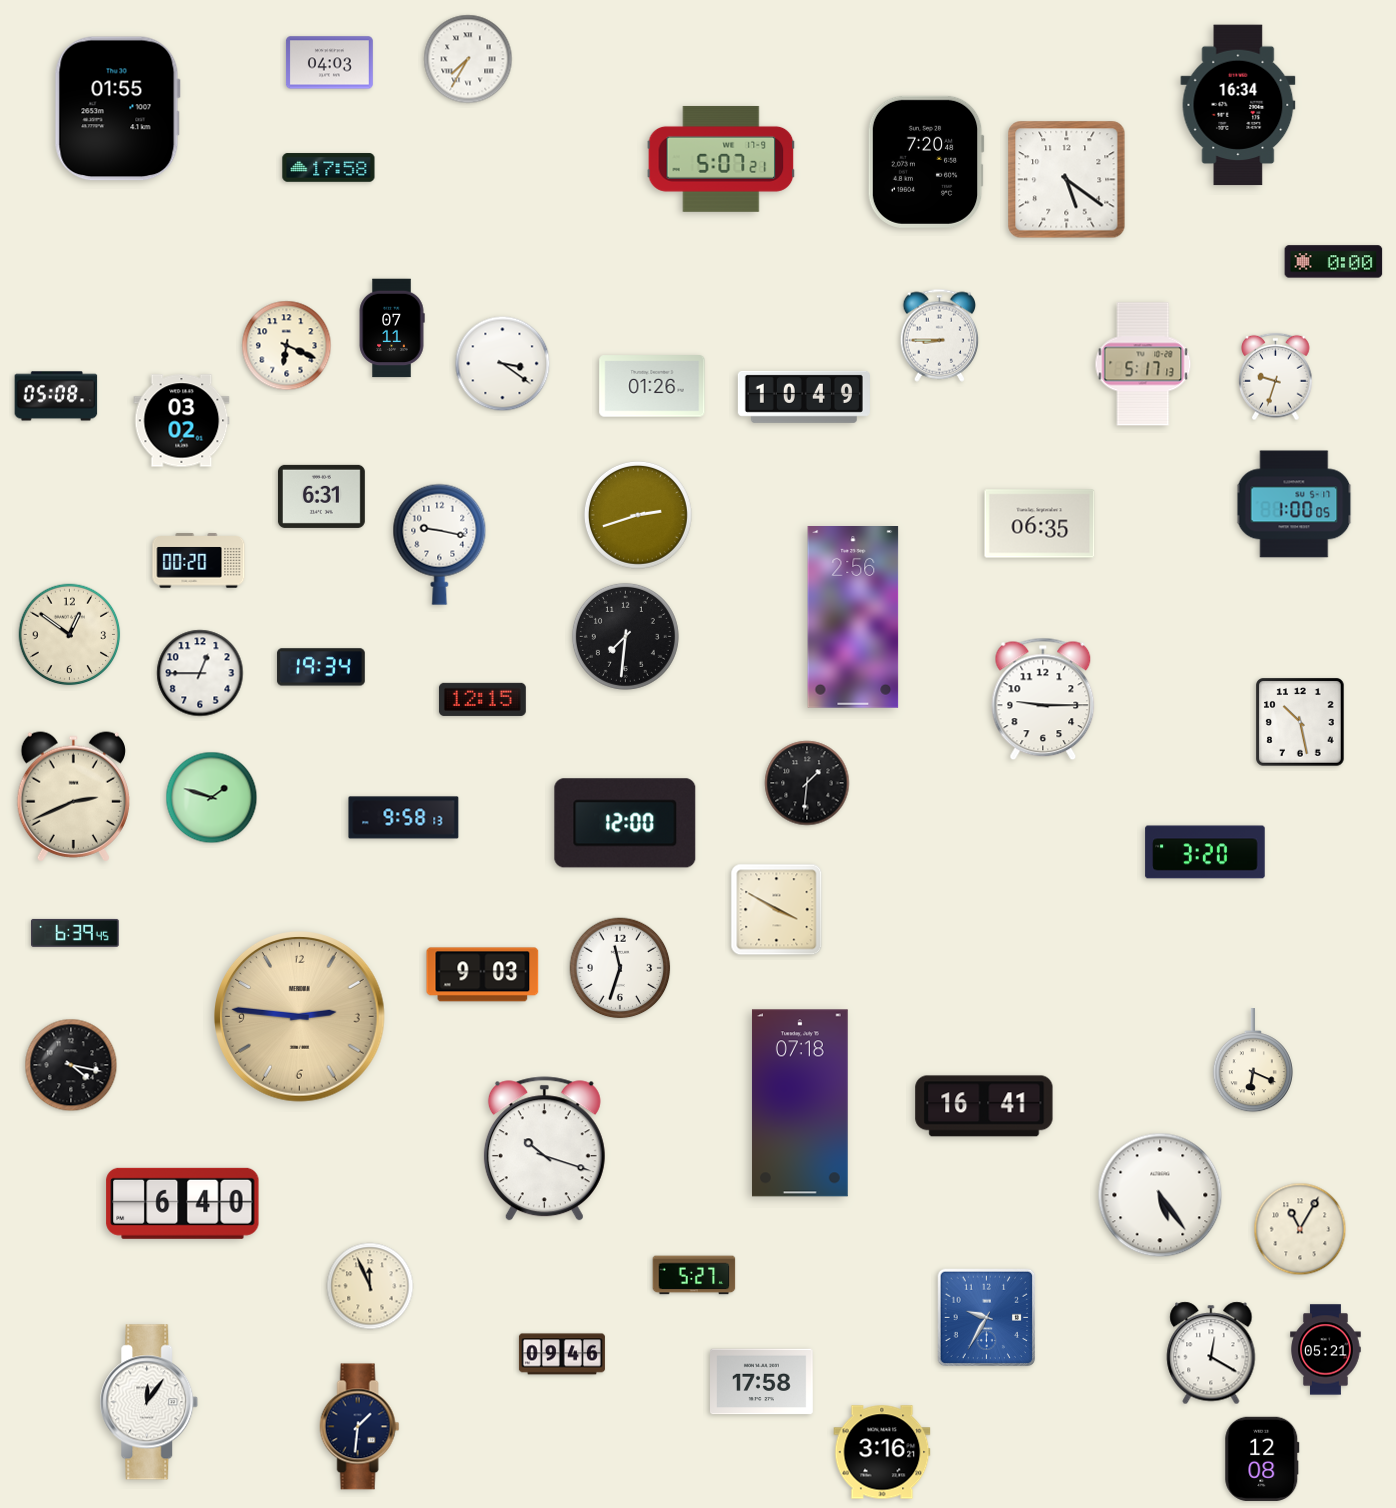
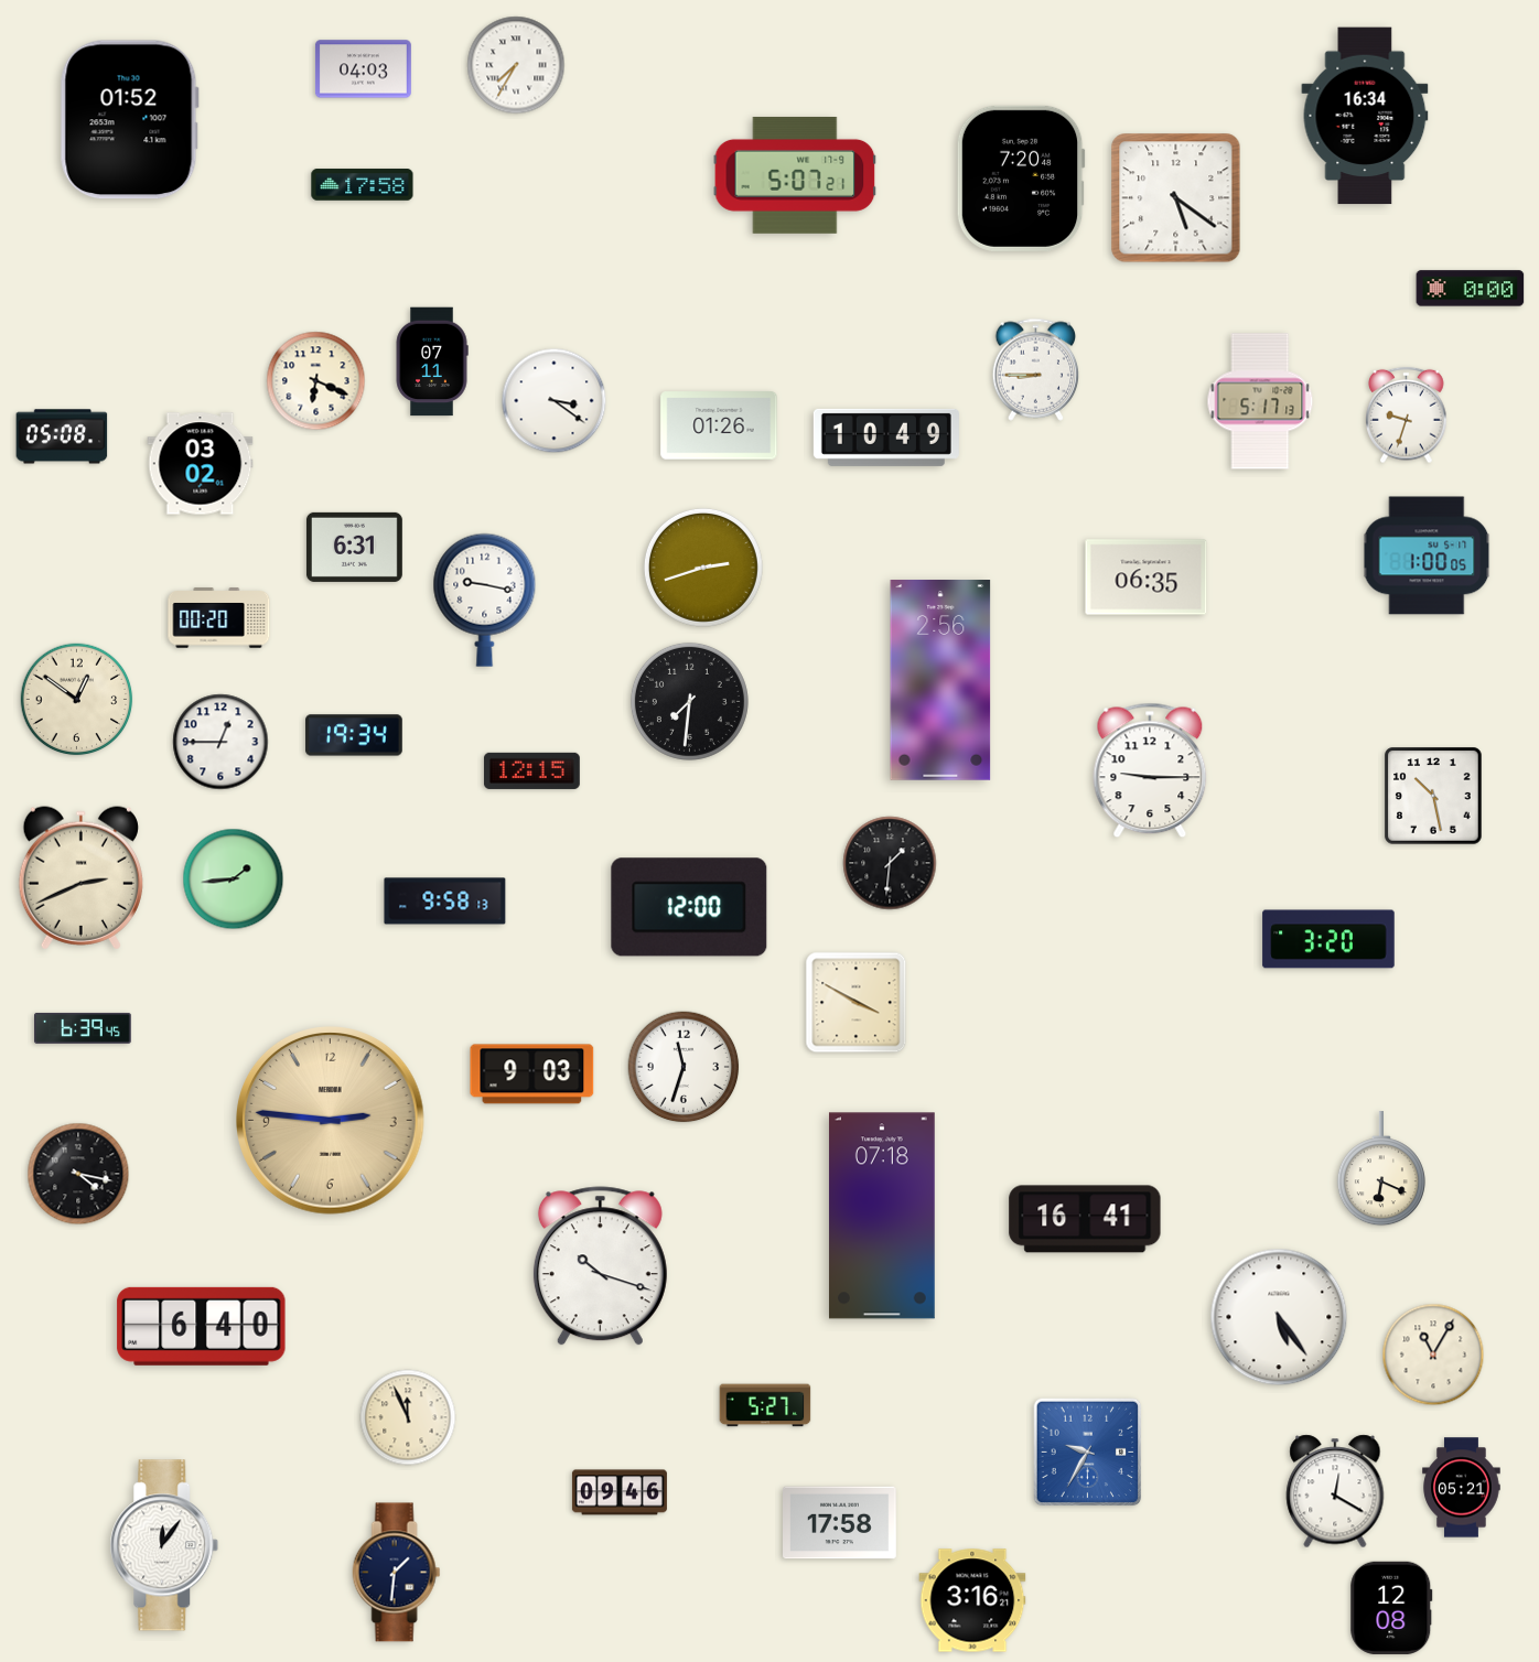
clock at (117, 109): 01:55 -> 01:52
clock at (212, 798): 1:48 -> 1:44
